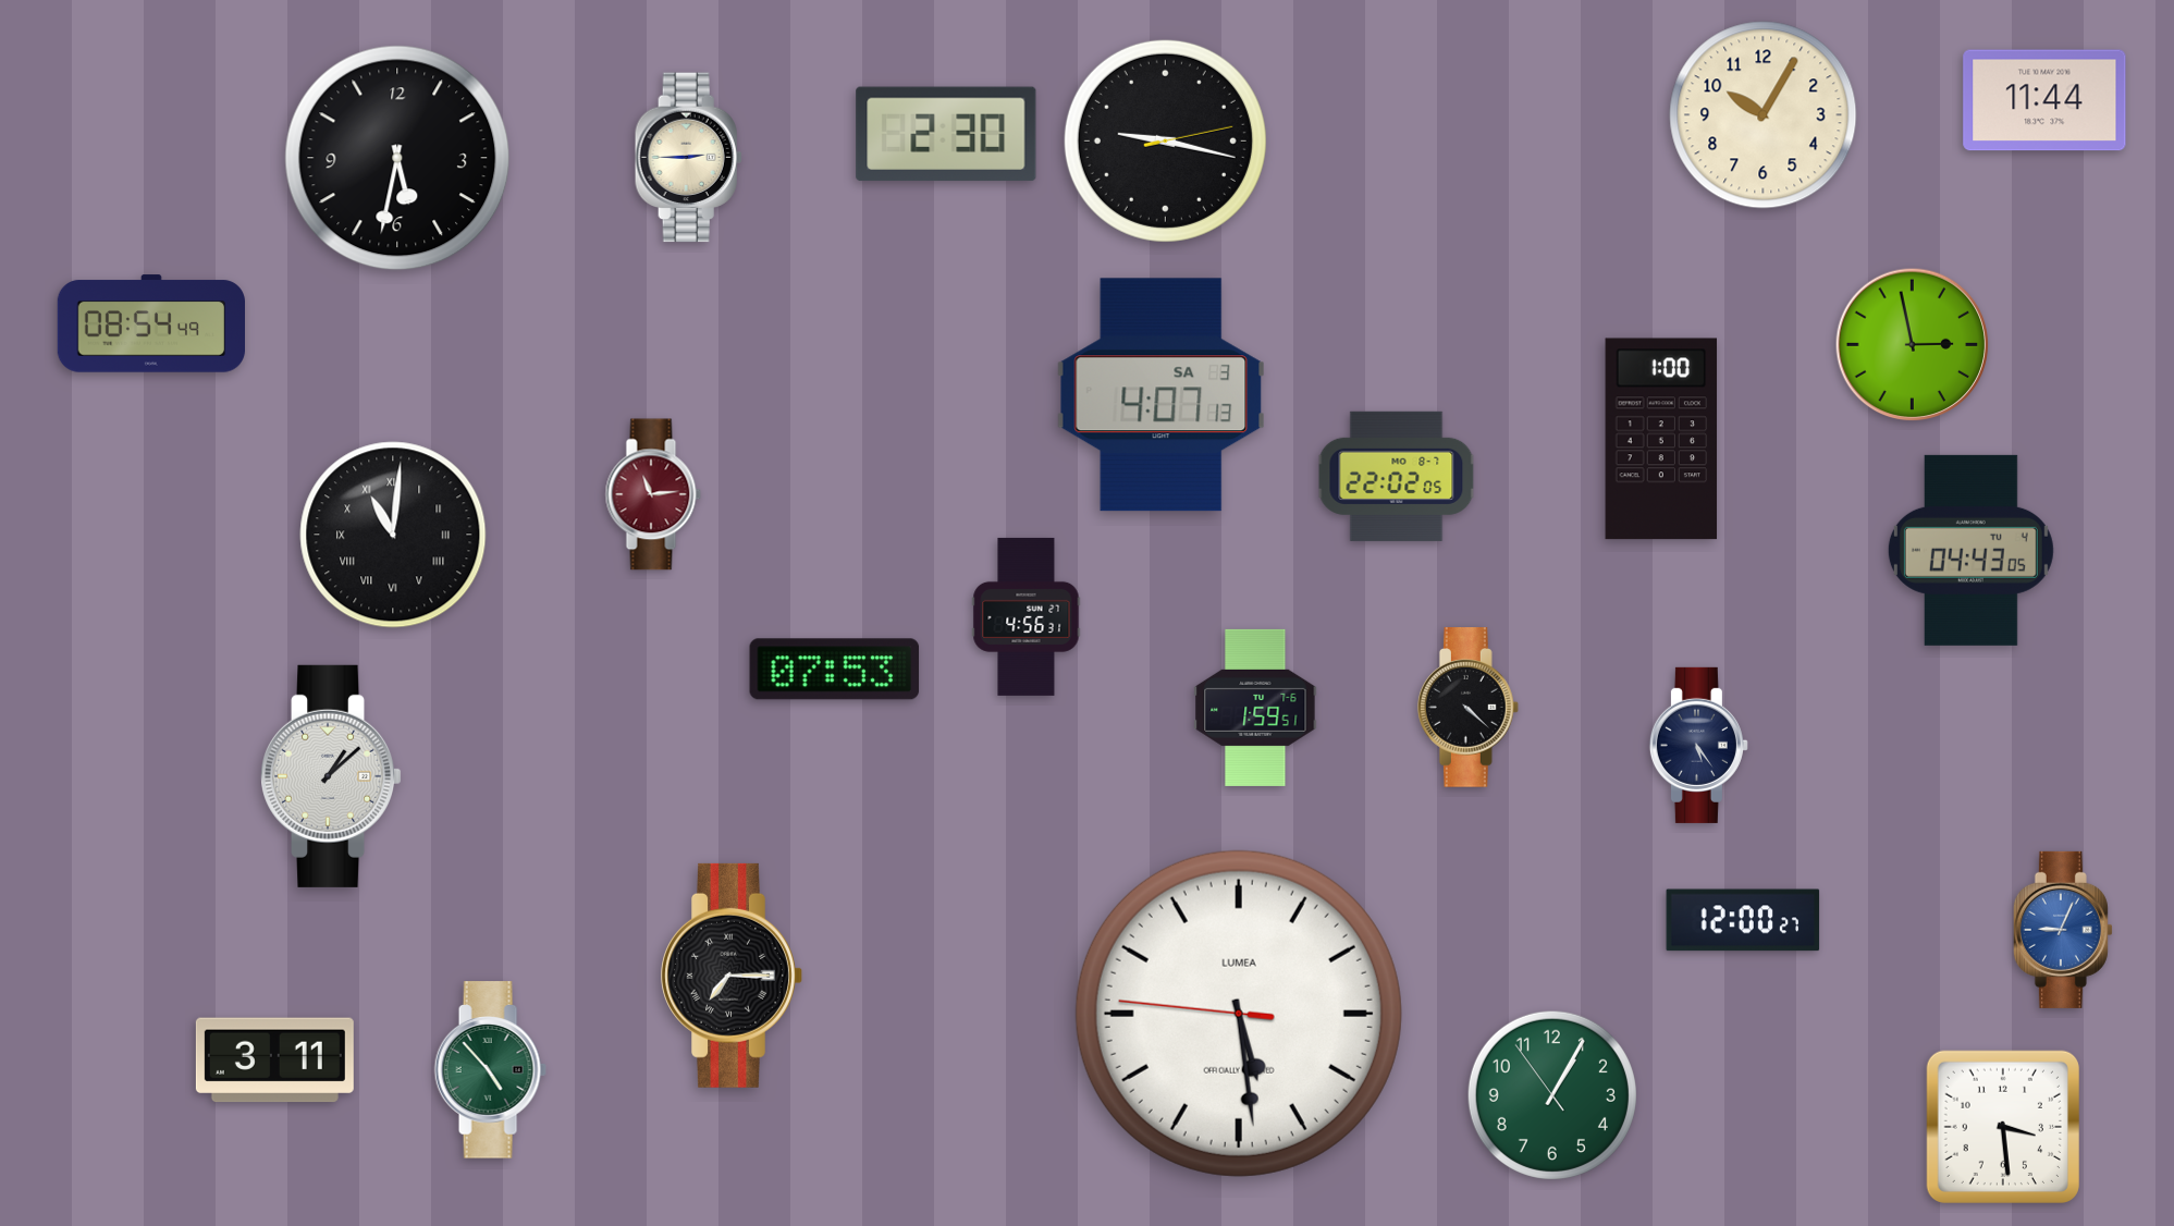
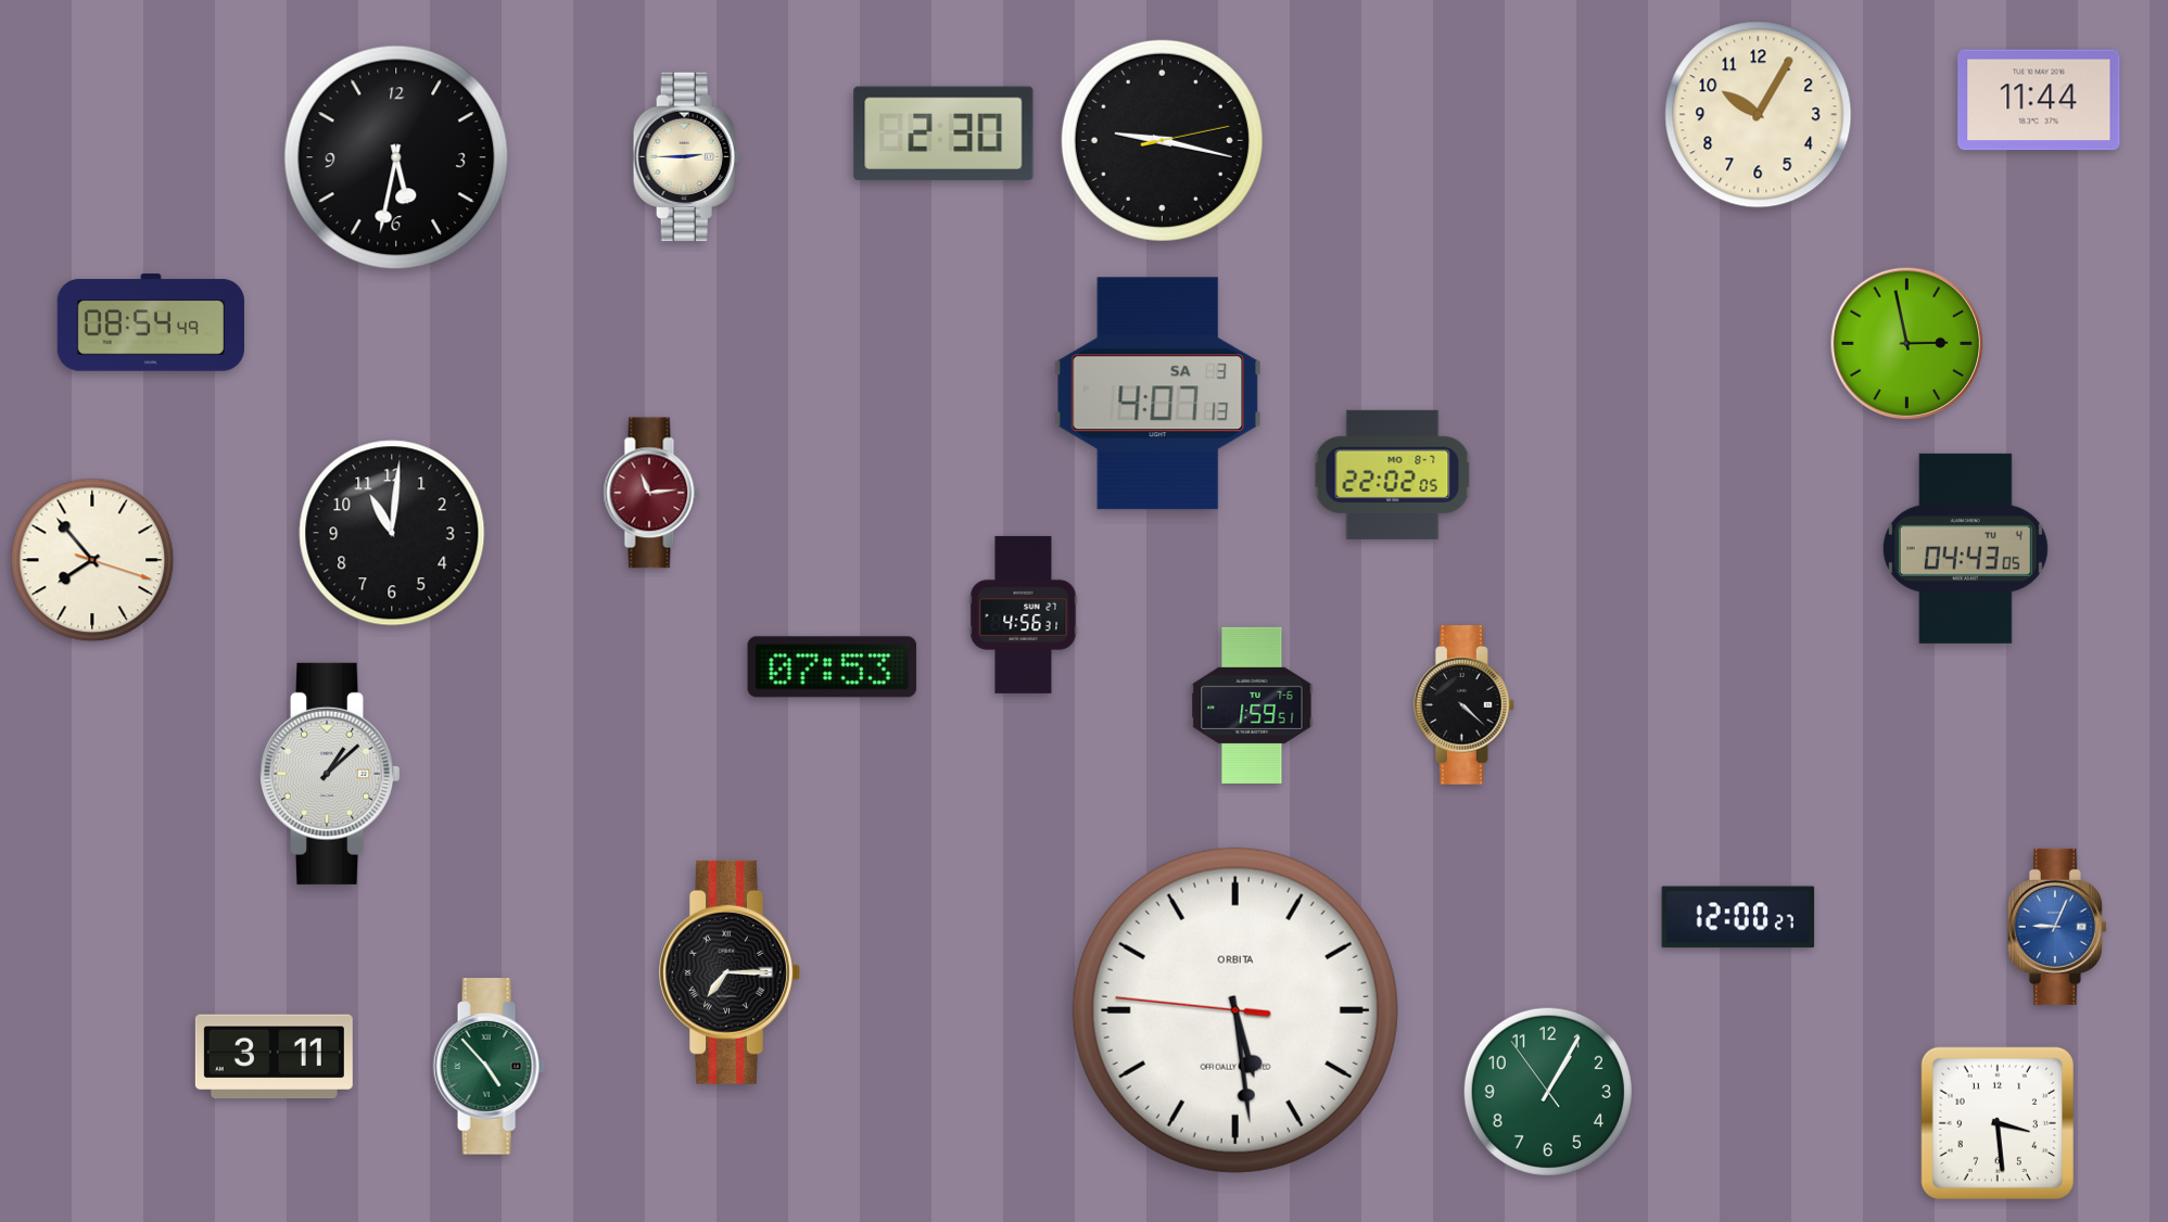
clock at (1661, 439): 1:00 -> none
clock at (393, 535) numerals: Roman -> Arabic
clock at (92, 560): none -> 7:53
clock at (1698, 745): 5:24 -> none
clock at (1239, 1014) brand: LUMEA -> ORBITA
